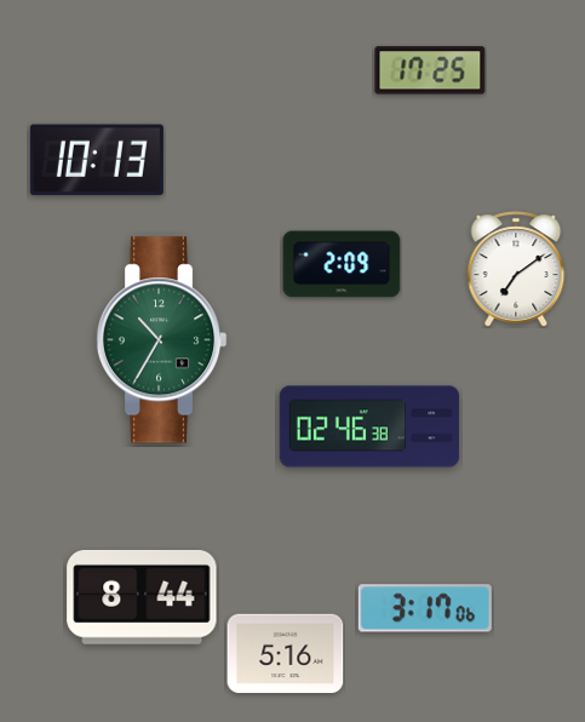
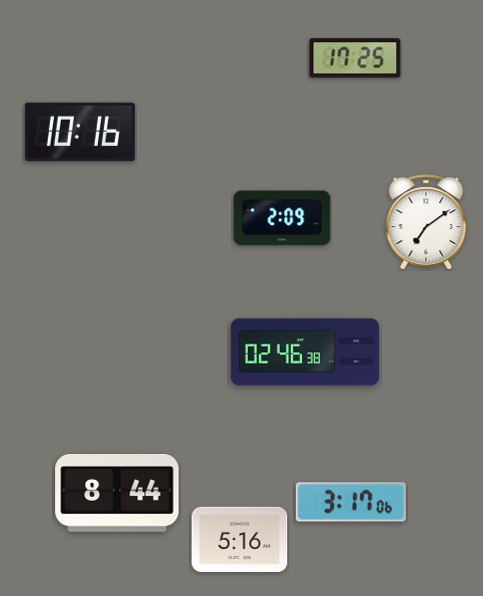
clock at (97, 160): 10:13 -> 10:16
clock at (161, 340): 10:35 -> none
clock at (286, 654) position: (286, 654) -> (240, 540)
